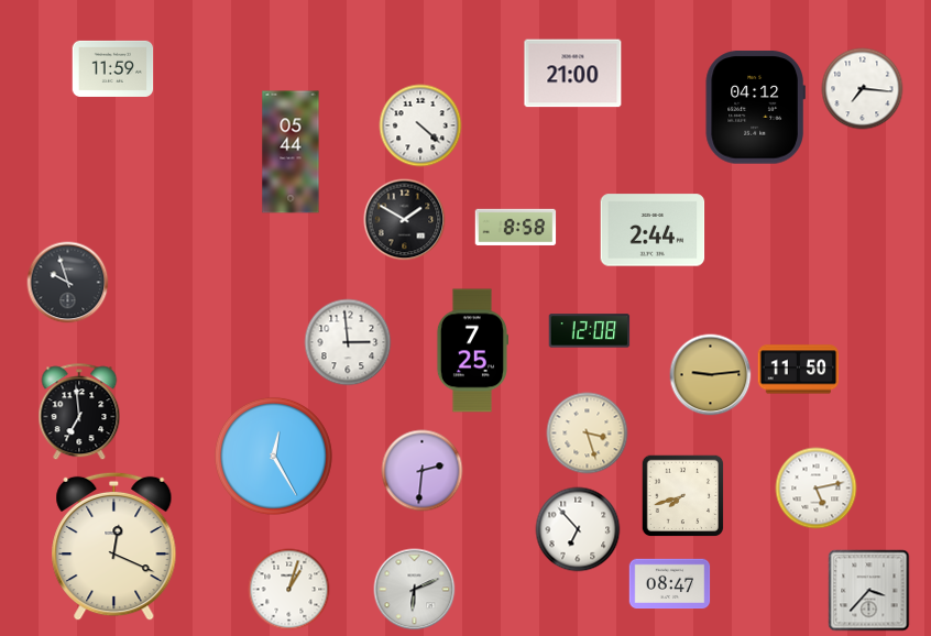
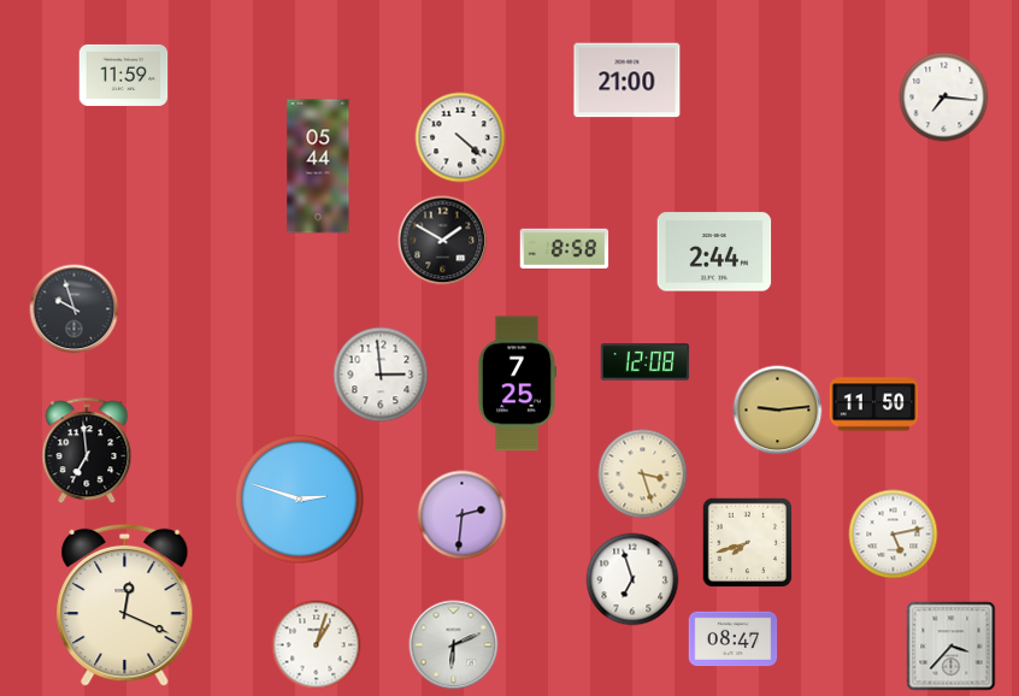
clock at (755, 108): 04:12 -> none
clock at (273, 456): 12:25 -> 2:48
clock at (578, 529): 6:53 -> 6:57
clock at (114, 547) position: (114, 547) -> (125, 606)
